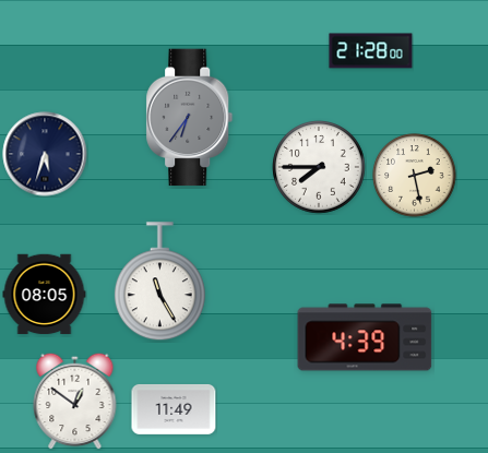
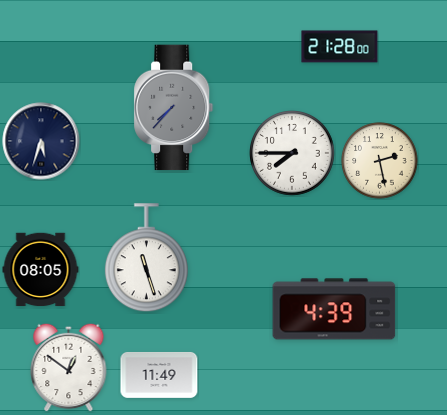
clock at (190, 118): 6:36 -> 7:37
clock at (159, 282): 11:25 -> 11:27
